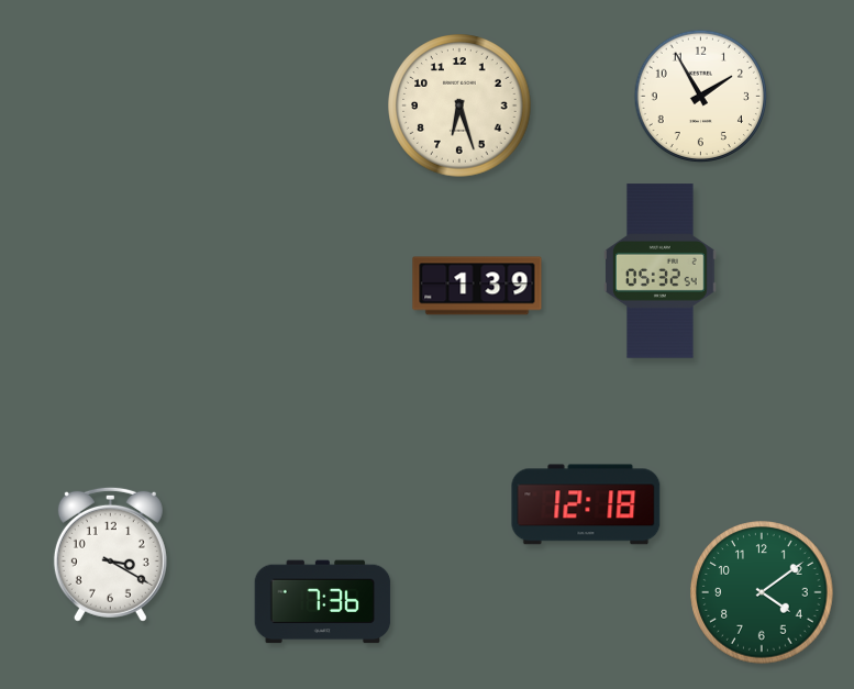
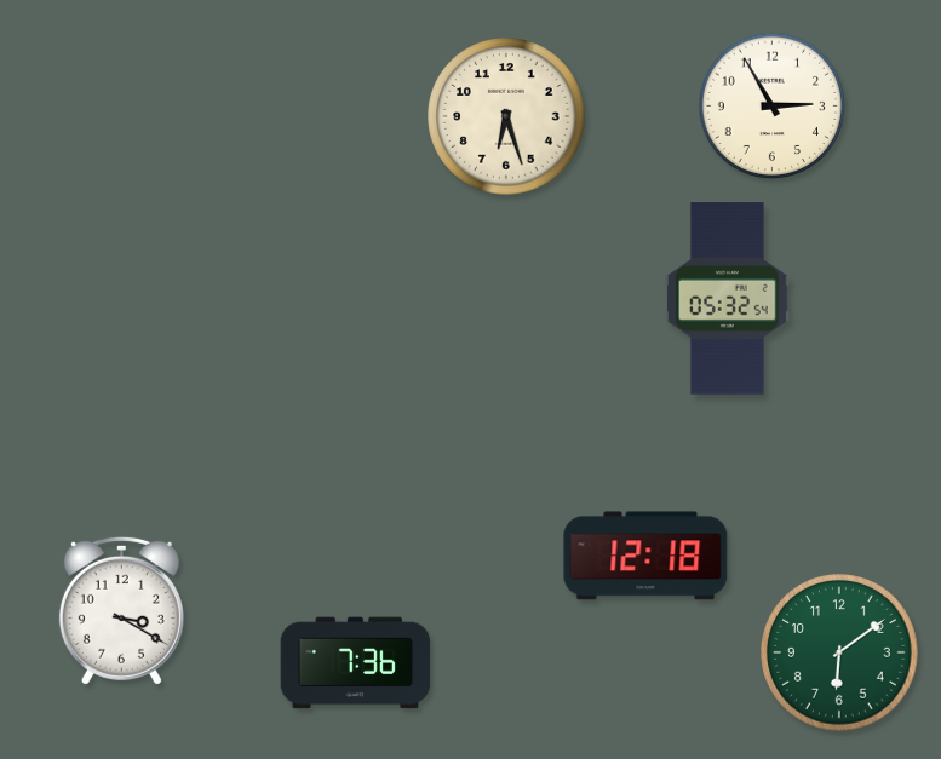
clock at (701, 97): 1:55 -> 2:55
clock at (477, 286): 1:39 -> none
clock at (762, 592): 4:09 -> 6:09
